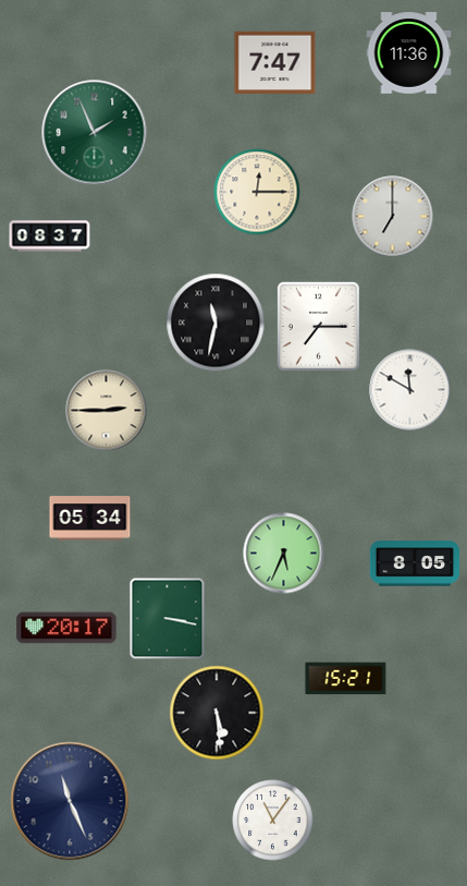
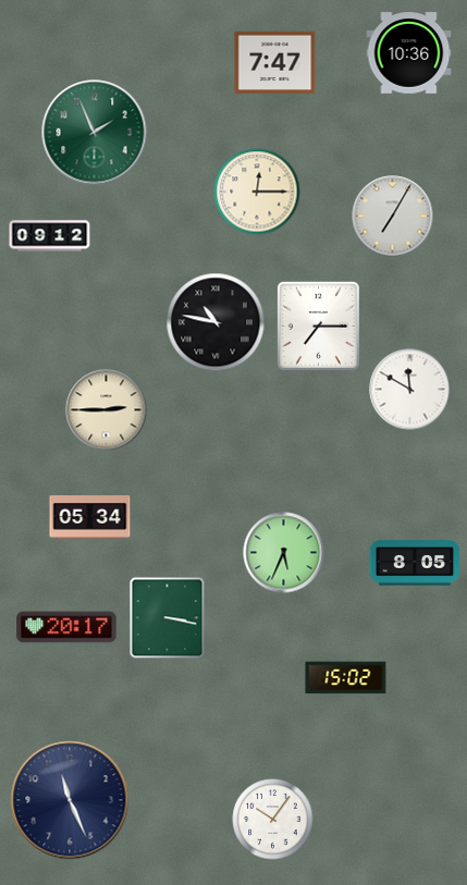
clock at (409, 53): 11:36 -> 10:36
clock at (393, 217): 7:00 -> 7:05
clock at (50, 236): 08:37 -> 09:12
clock at (216, 323): 11:32 -> 10:47
clock at (346, 679): 15:21 -> 15:02
clock at (217, 713): 5:29 -> none
clock at (273, 821): 11:06 -> 10:06
